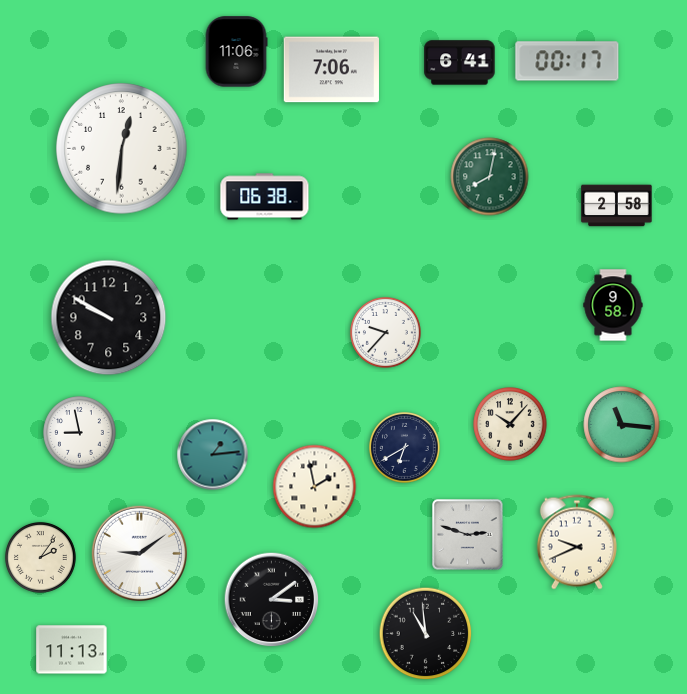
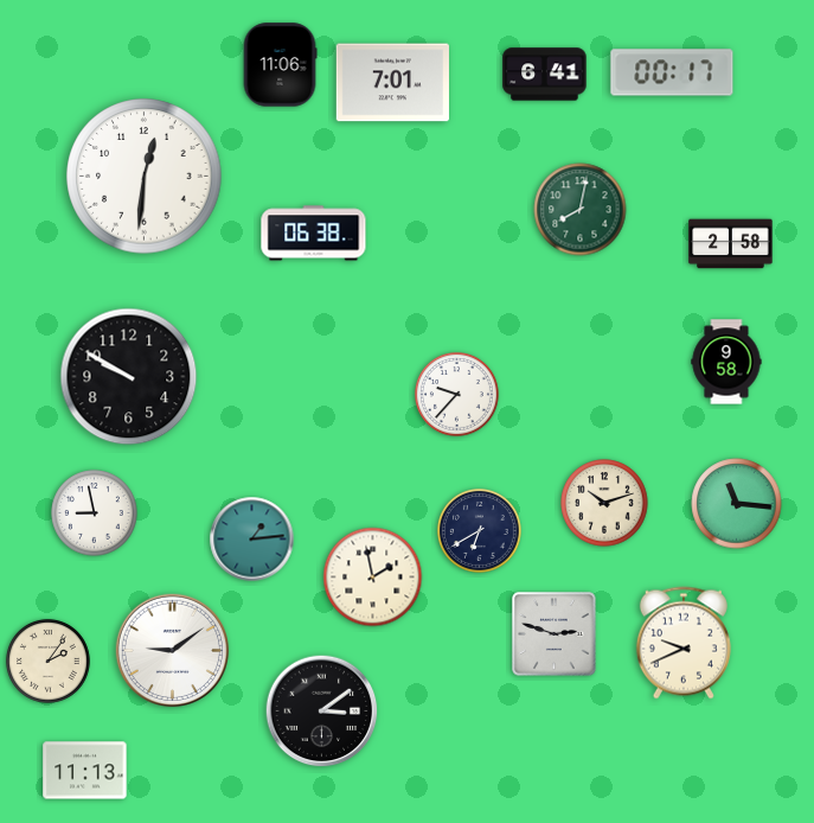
clock at (236, 52) position: (236, 52) -> (280, 65)
clock at (331, 70): 7:06 -> 7:01
clock at (510, 424): 10:07 -> 10:12
clock at (140, 554) position: (140, 554) -> (173, 651)
clock at (426, 634): 10:59 -> none
